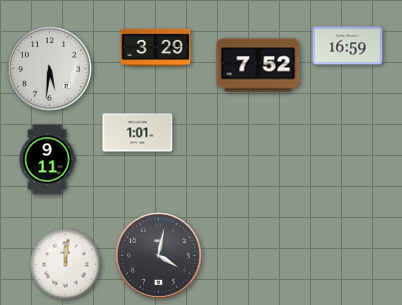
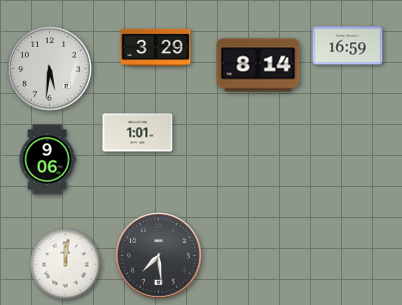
clock at (258, 65): 7:52 -> 8:14
clock at (47, 160): 9:11 -> 9:06
clock at (158, 255): 4:02 -> 7:29
